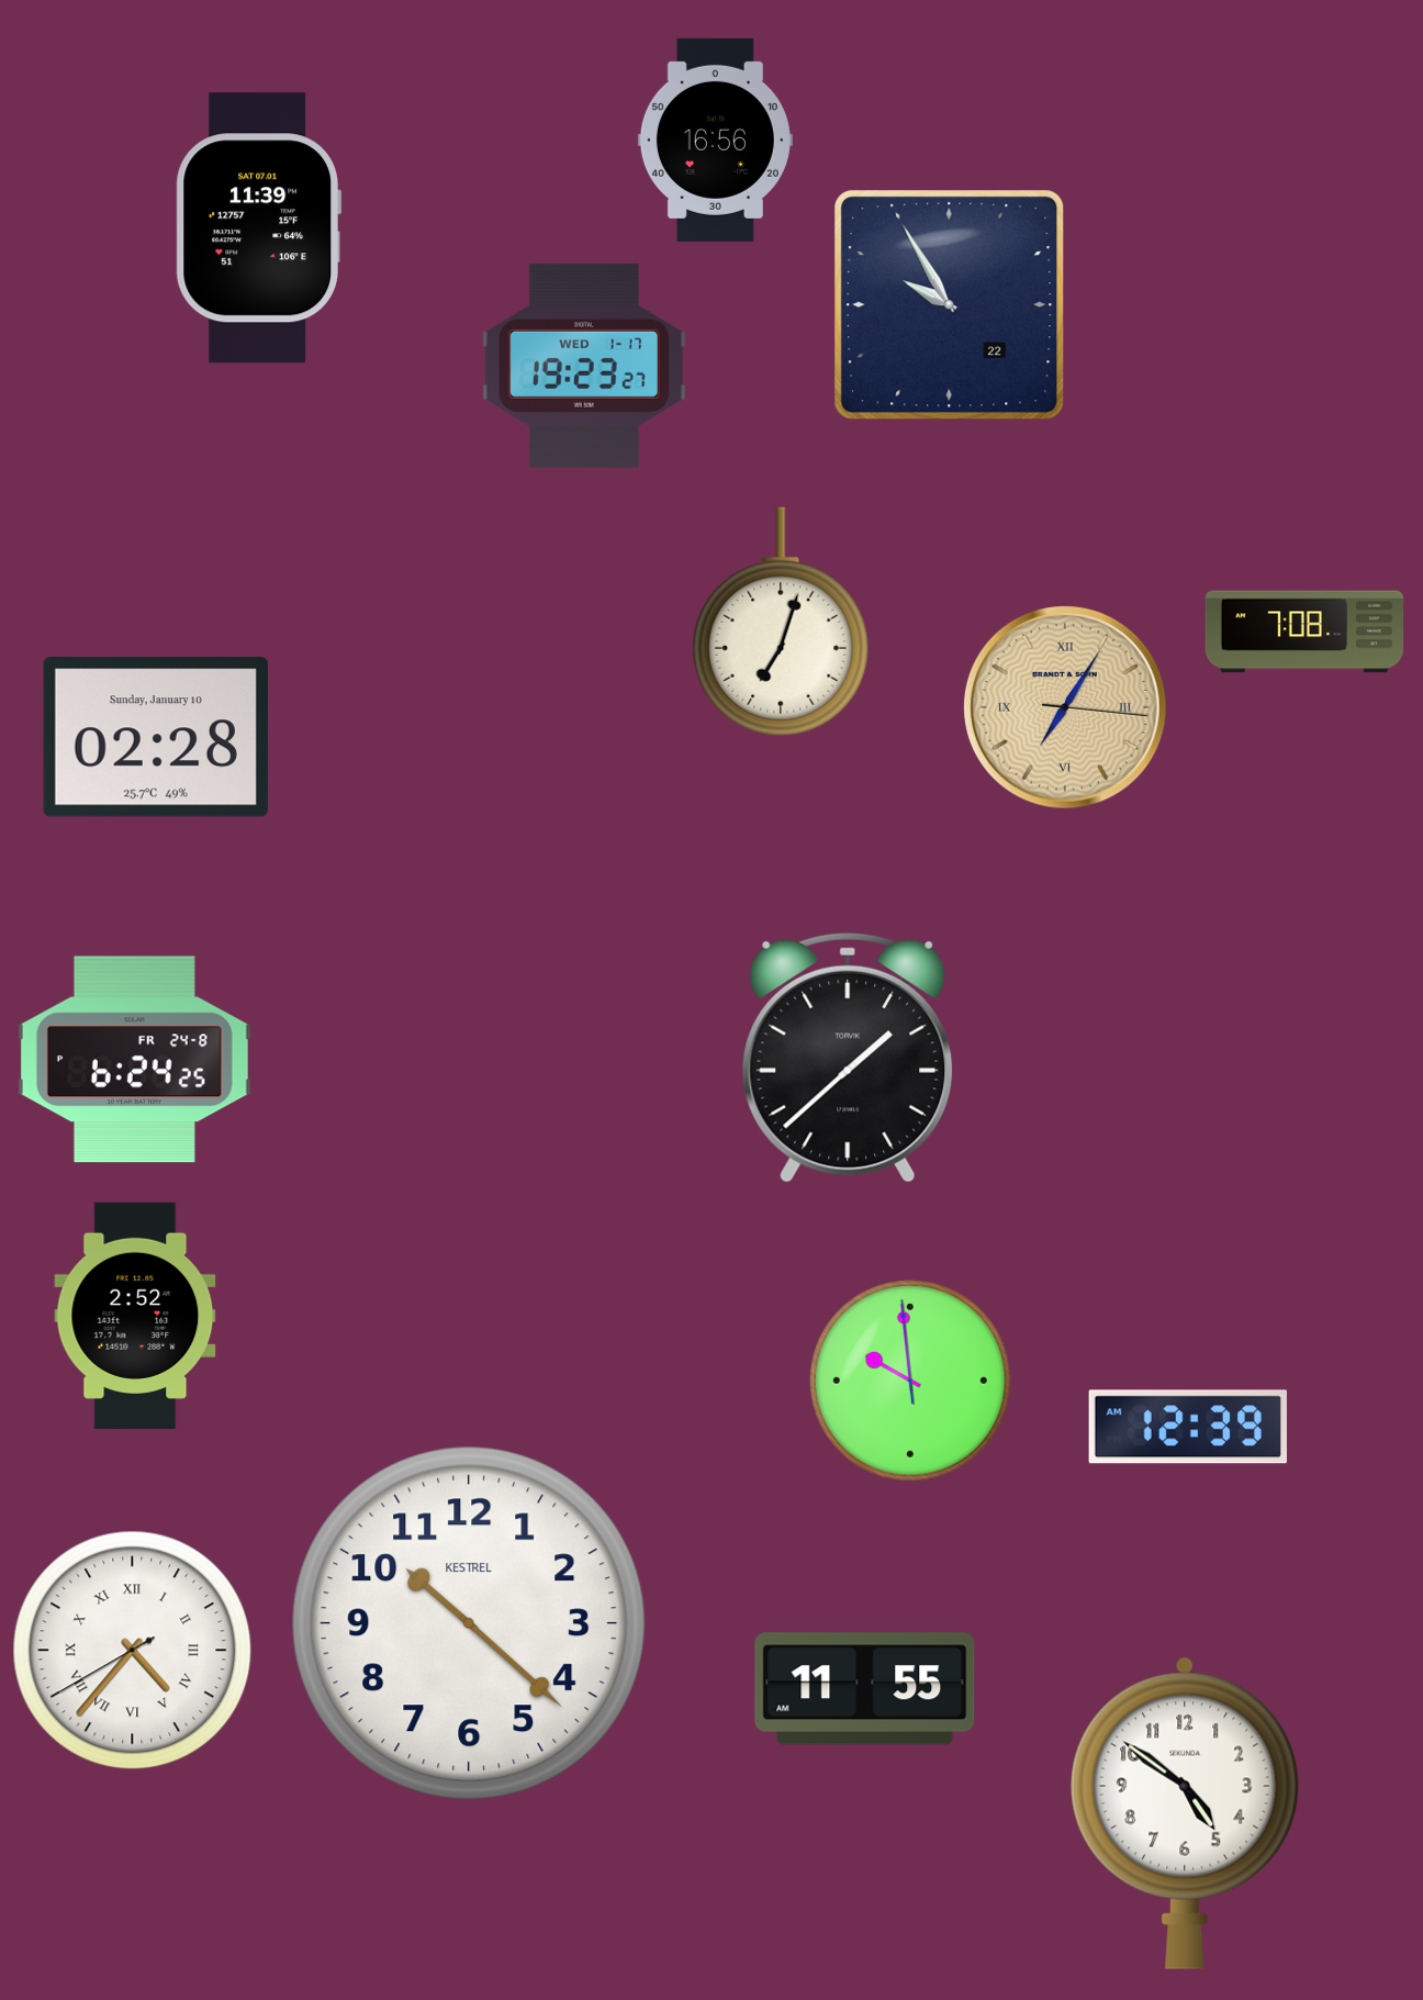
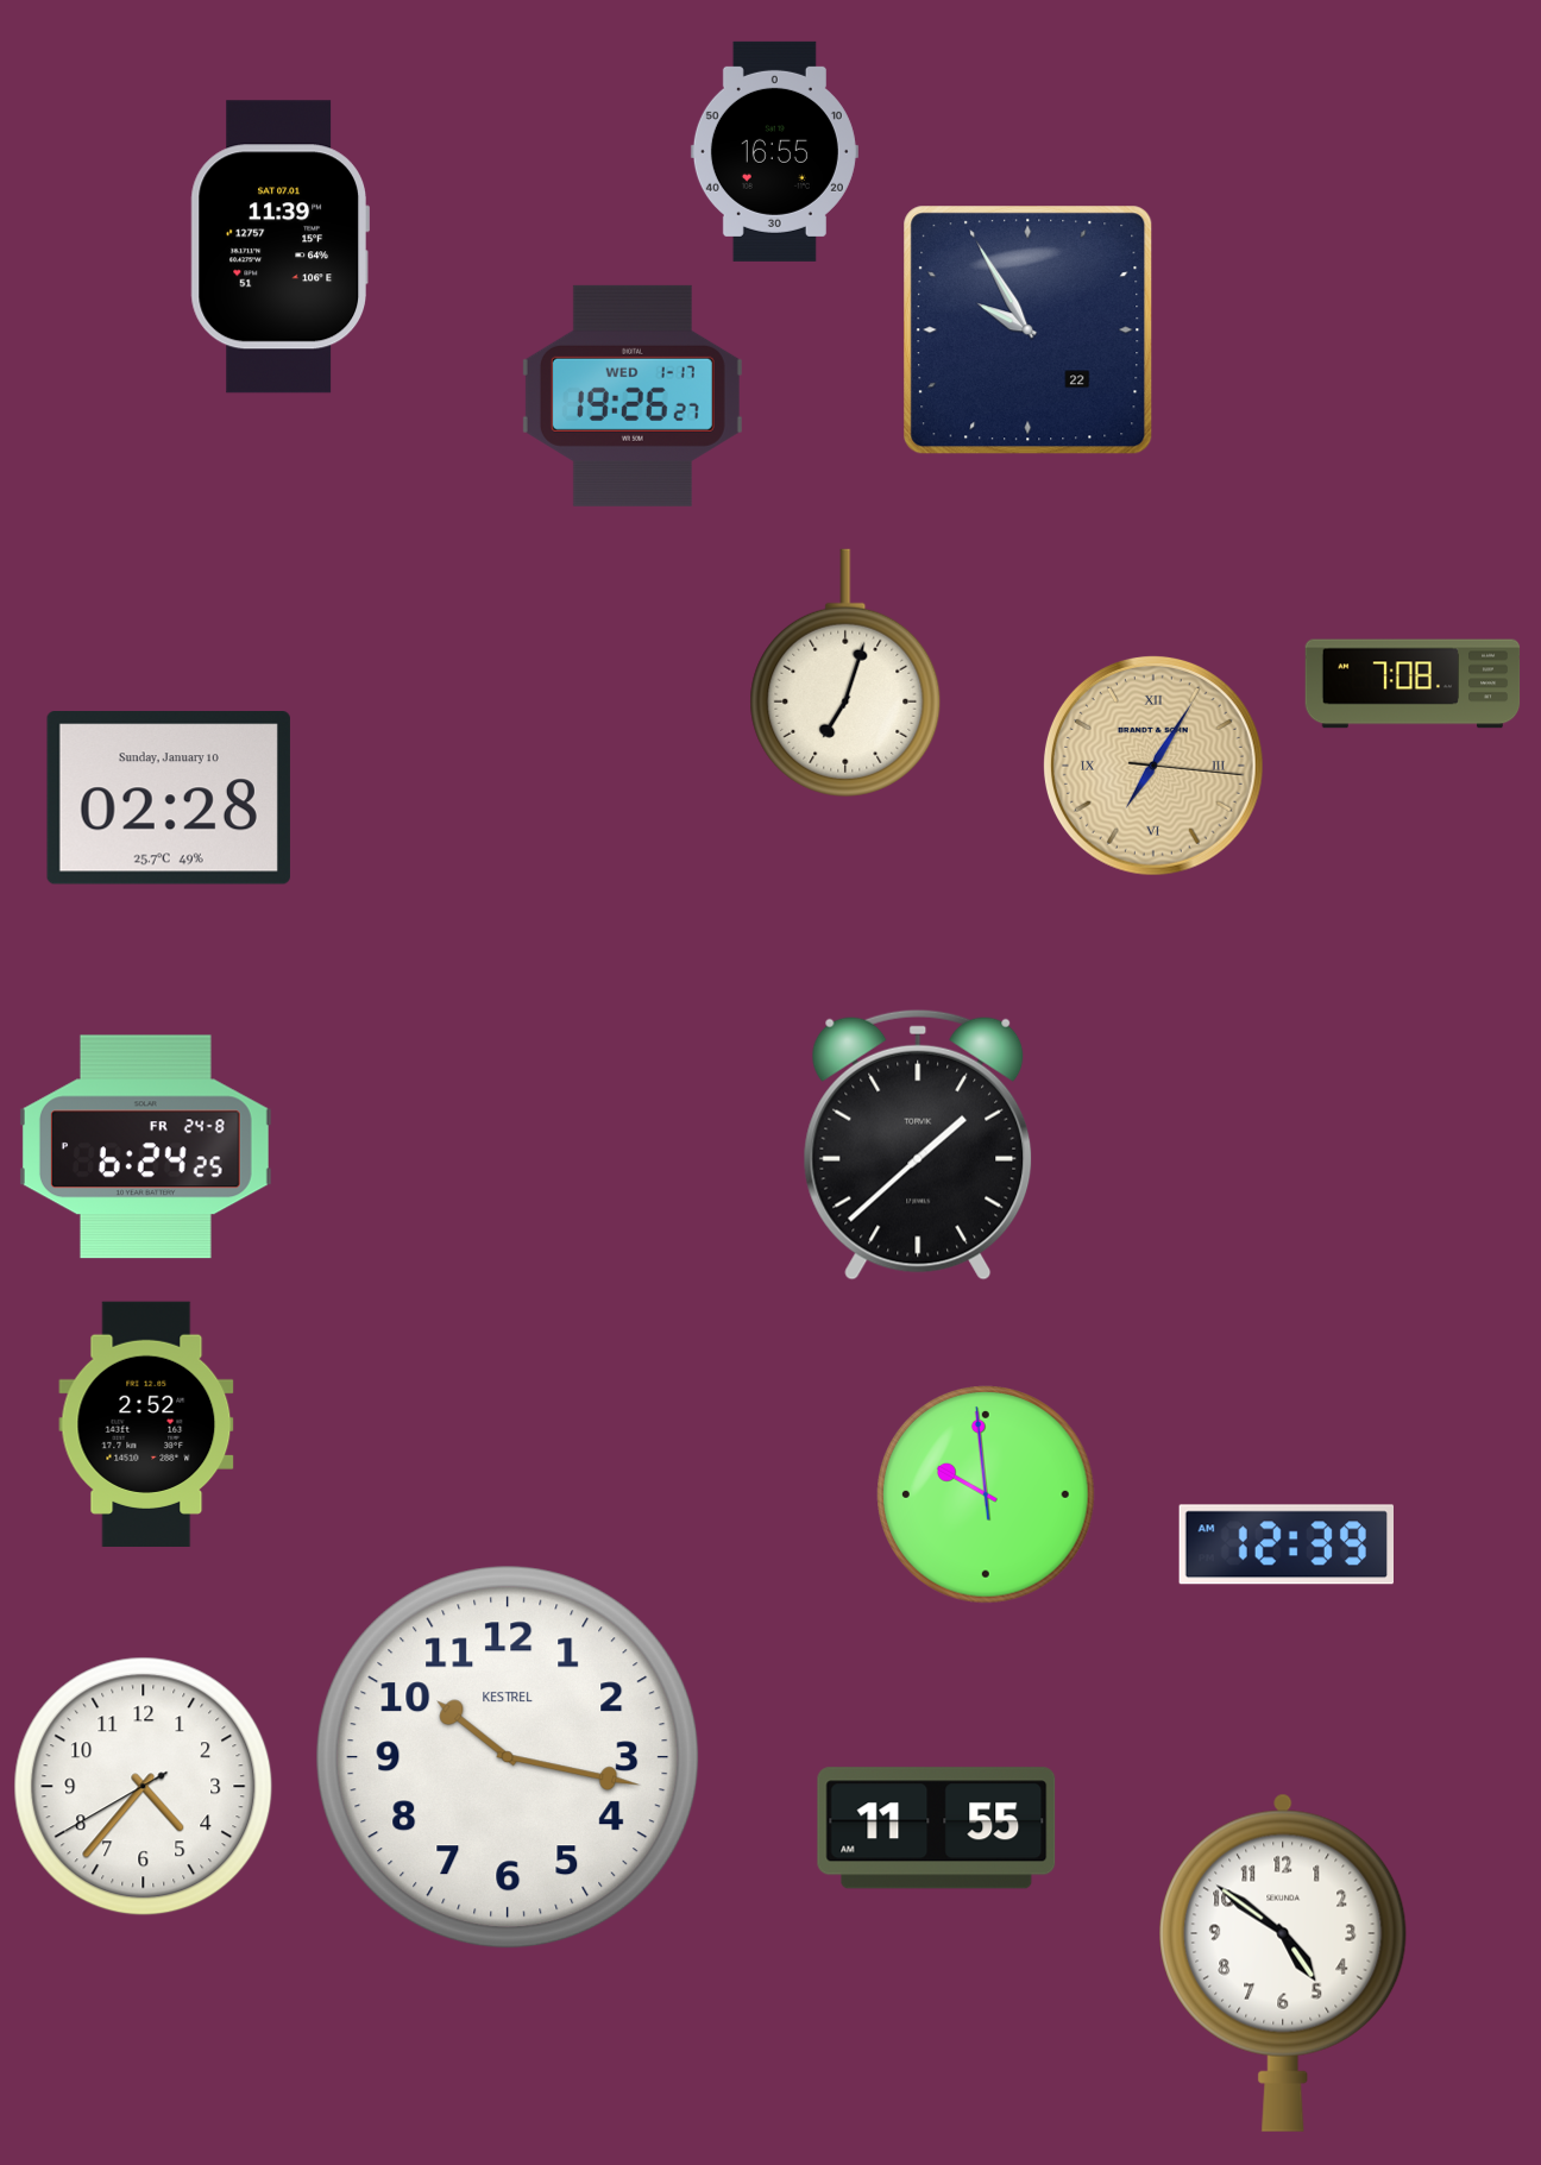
clock at (715, 139): 16:56 -> 16:55
clock at (584, 366): 19:23 -> 19:26
clock at (469, 1623): 10:22 -> 10:17
clock at (133, 1651) numerals: Roman -> Arabic
